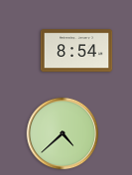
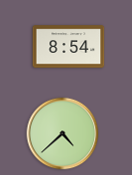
clock at (77, 51) position: (77, 51) -> (69, 47)
